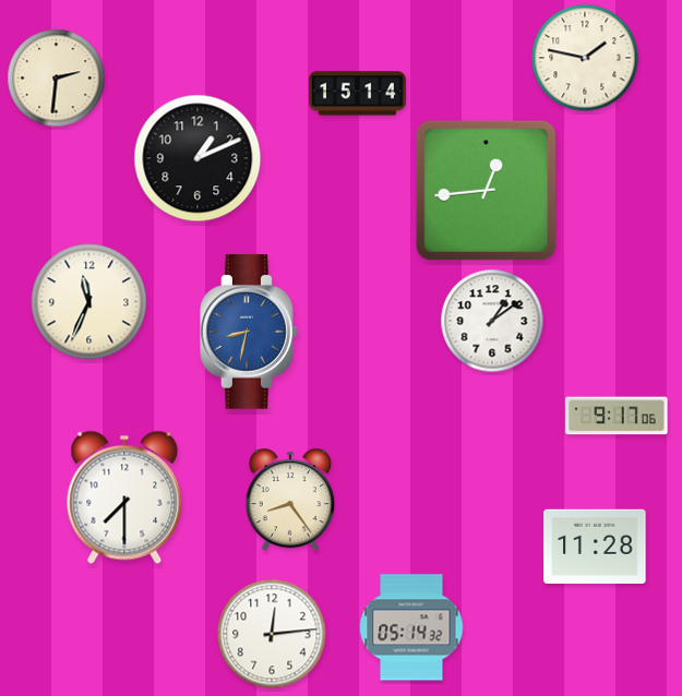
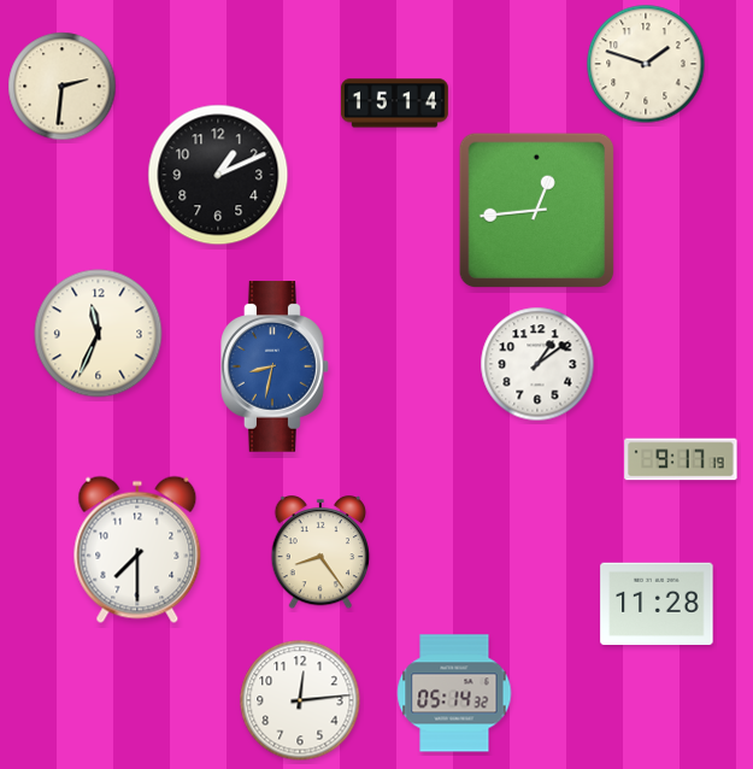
clock at (585, 58): 1:47 -> 1:48
clock at (492, 321) position: (492, 321) -> (537, 364)
clock at (617, 416): 9:17:06 -> 9:17:19
